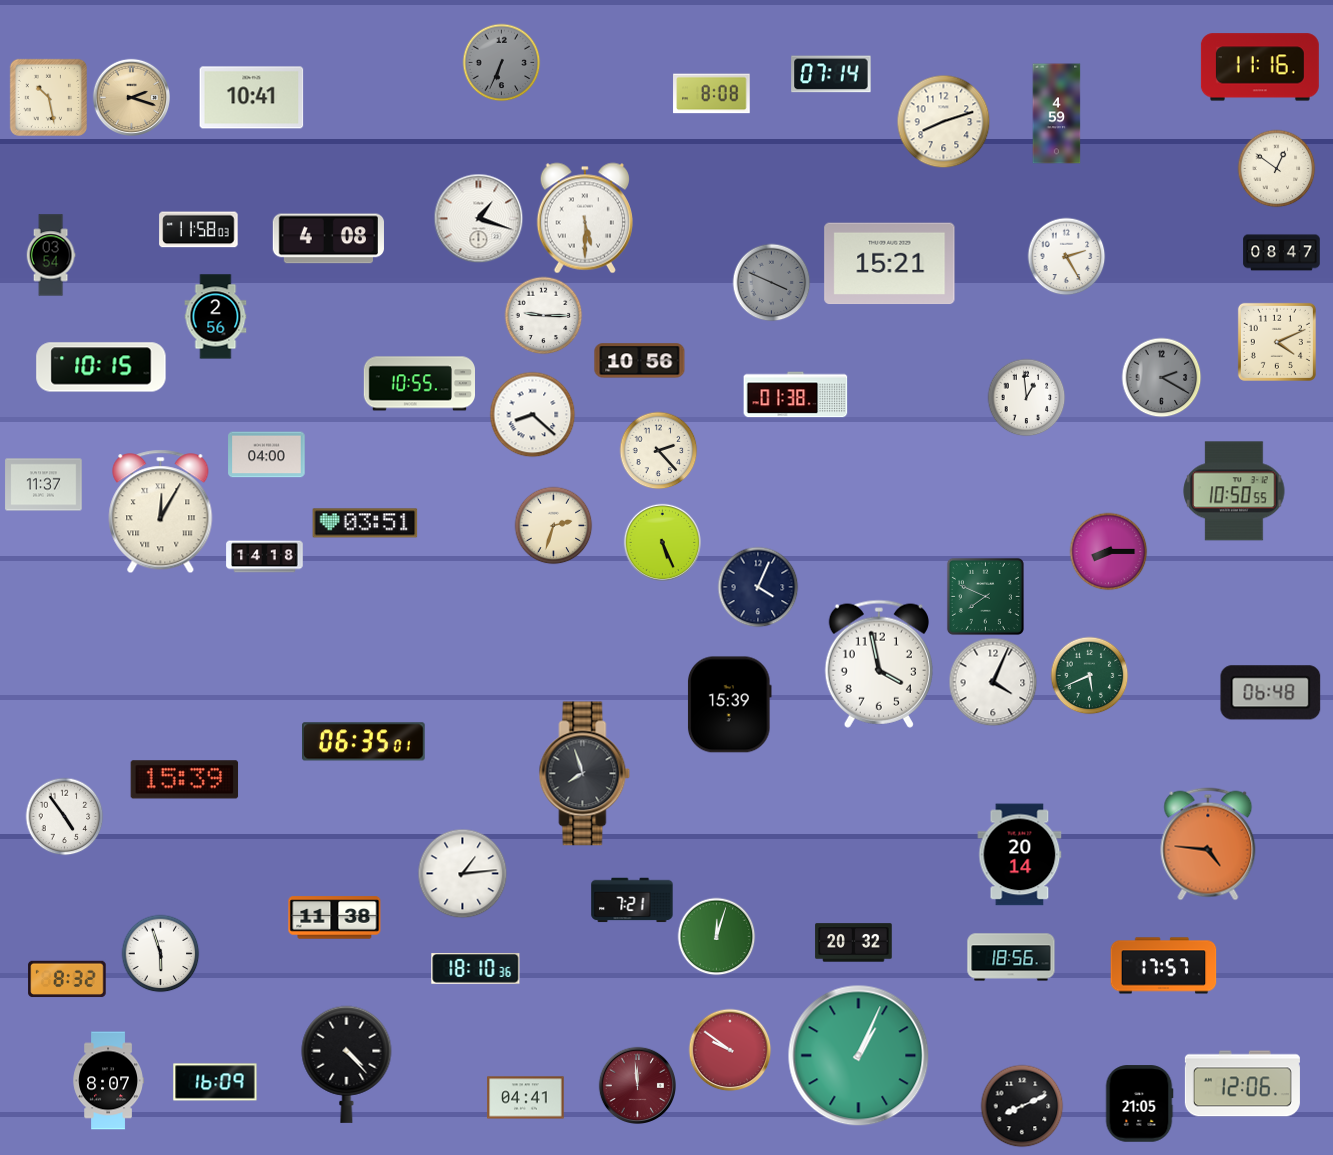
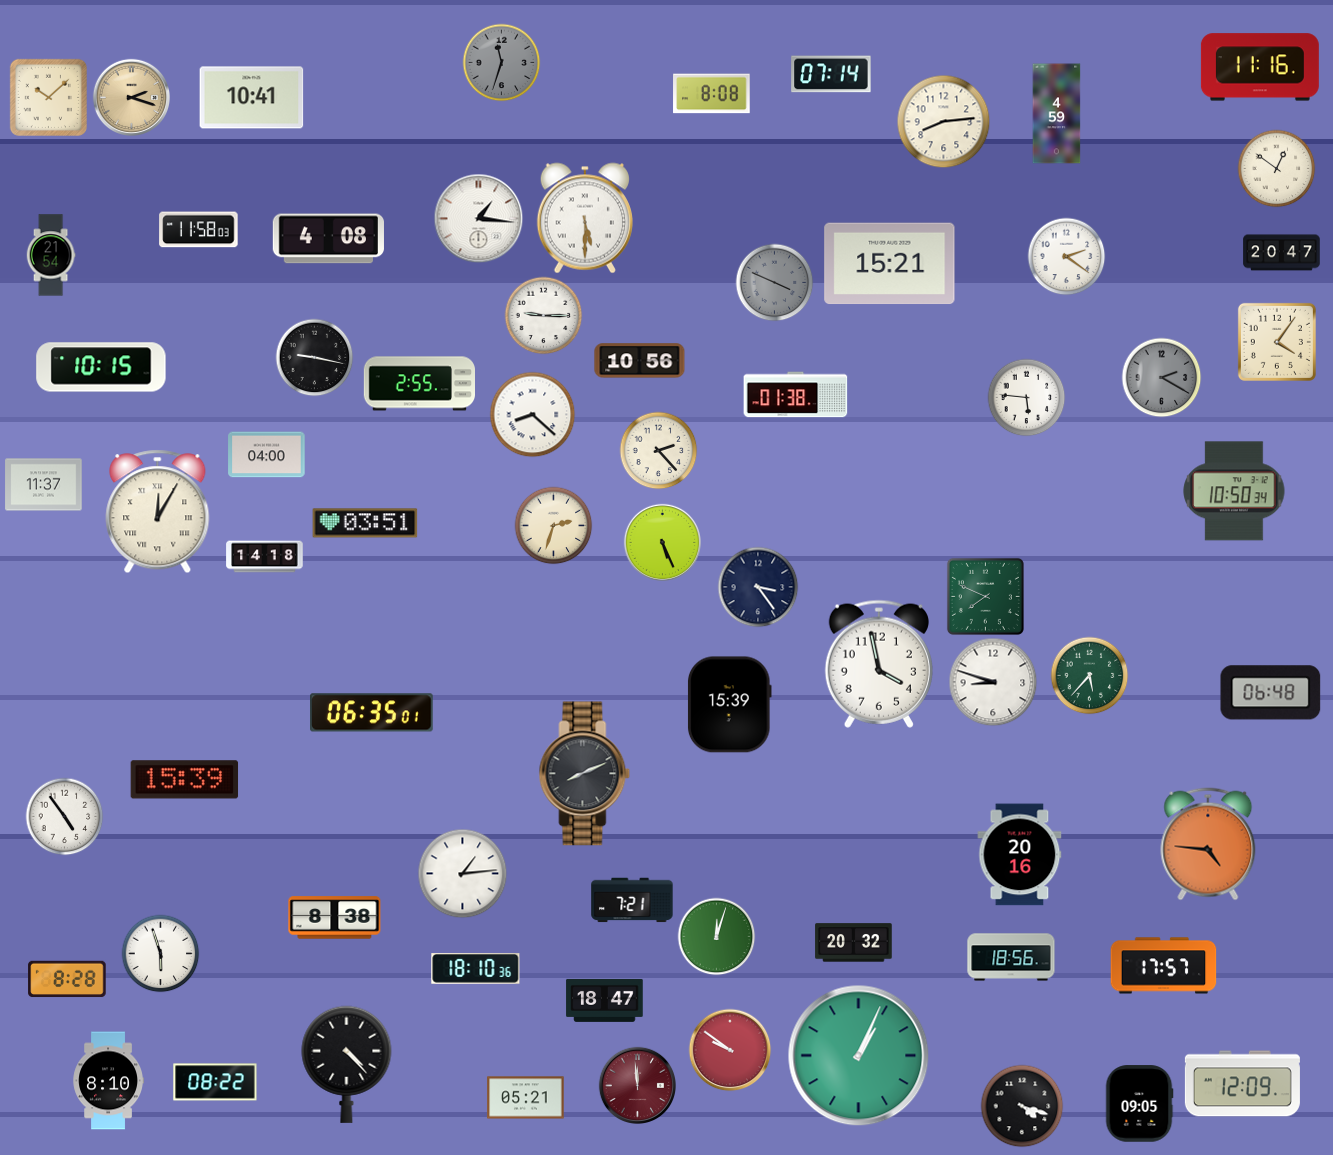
clock at (501, 62): 6:34 -> 11:33
clock at (48, 97): 10:28 -> 10:08
clock at (943, 121): 8:12 -> 8:14
clock at (478, 218): 1:18 -> 1:16
clock at (1282, 253): 08:47 -> 20:47
clock at (51, 255): 03:54 -> 21:54
clock at (1066, 256): 2:25 -> 2:21
clock at (771, 282) position: (771, 282) -> (774, 282)
clock at (216, 317): 2:56 -> none
clock at (1277, 342): 4:11 -> 4:06
clock at (314, 357): none -> 9:17
clock at (419, 384): 10:55 -> 2:55
clock at (1026, 397): 12:59 -> 5:46
clock at (1234, 491): 10:50:55 -> 10:50:34
clock at (161, 512) position: (161, 512) -> (158, 512)
clock at (1108, 551): 8:15 -> none
clock at (758, 587): 4:04 -> 3:24
clock at (1089, 675): 5:41 -> 5:37
clock at (993, 682): 4:04 -> 8:48
clock at (364, 742) position: (364, 742) -> (372, 713)
clock at (585, 774): 7:57 -> 8:11
clock at (1020, 855): 20:14 -> 20:16
clock at (335, 918): 11:38 -> 8:38
clock at (67, 979): 8:32 -> 8:28
clock at (605, 1000): none -> 18:47
clock at (108, 1081): 8:07 -> 8:10
clock at (215, 1082): 16:09 -> 08:22
clock at (1242, 1084): 12:06 -> 12:09
clock at (526, 1098): 04:41 -> 05:21
clock at (1139, 1104): 21:05 -> 09:05
clock at (1022, 1106): 8:11 -> 4:18
